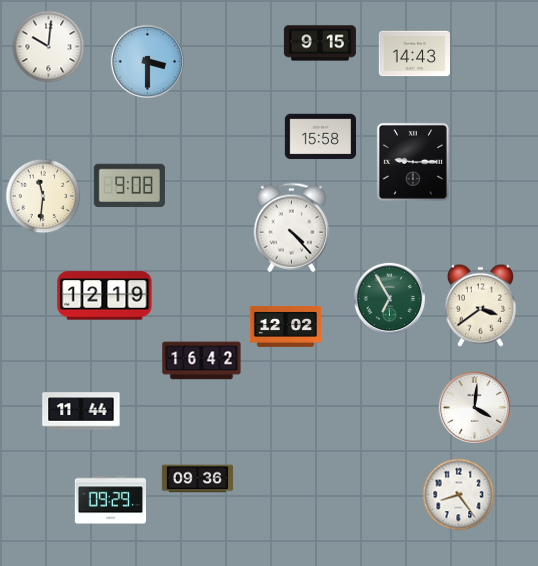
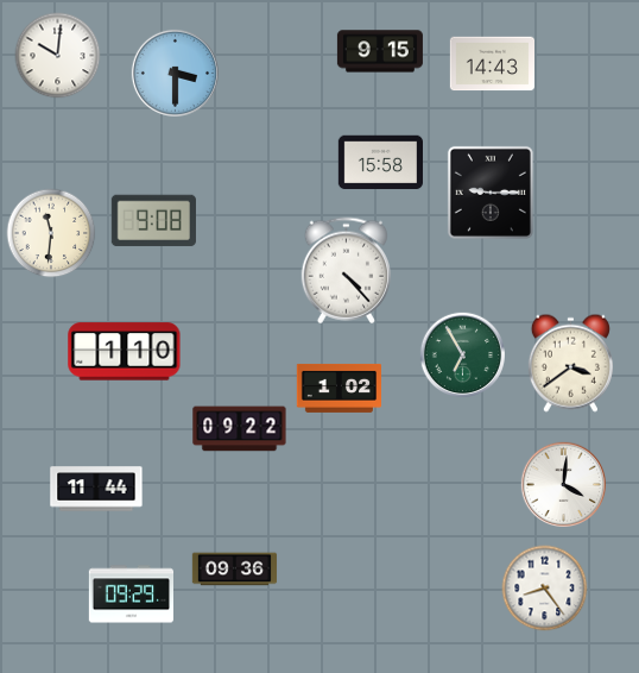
clock at (105, 296): 12:19 -> 1:10
clock at (285, 326): 12:02 -> 1:02
clock at (202, 361): 16:42 -> 09:22
